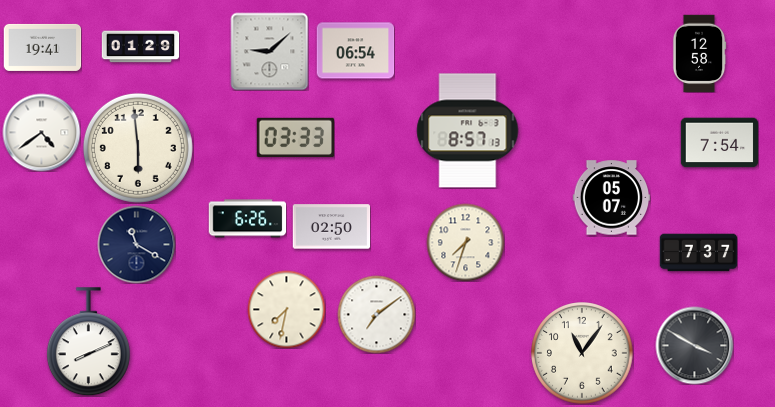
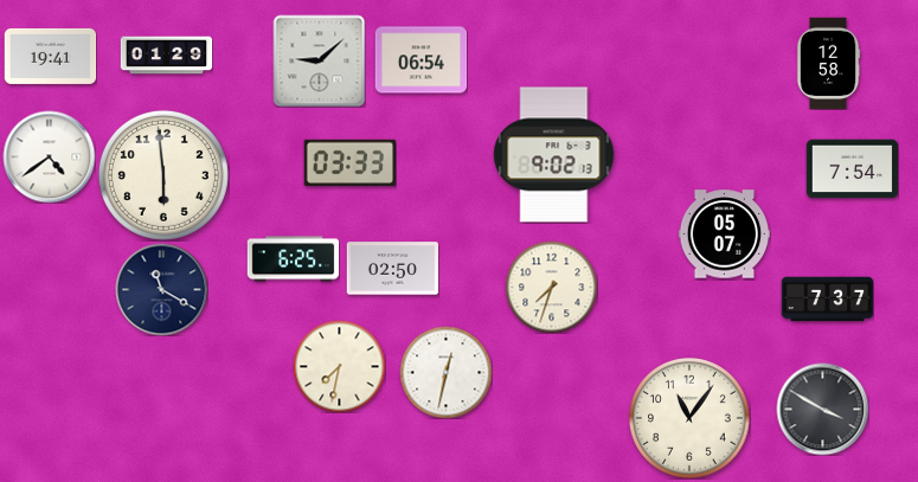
clock at (468, 131): 8:57 -> 9:02
clock at (247, 219): 6:26 -> 6:25
clock at (376, 314): 7:09 -> 12:32
clock at (88, 342): 8:11 -> none
